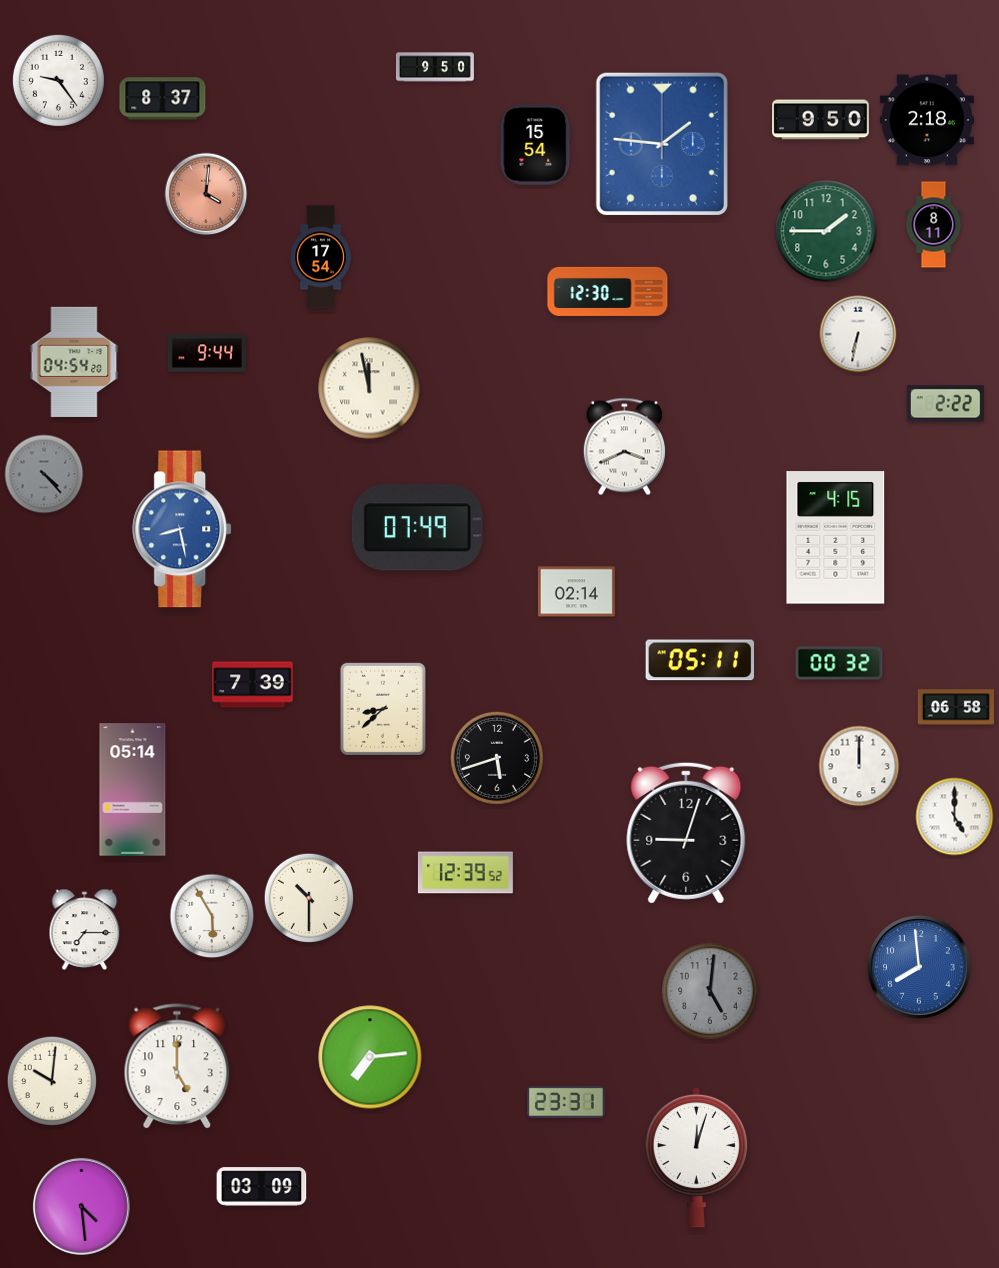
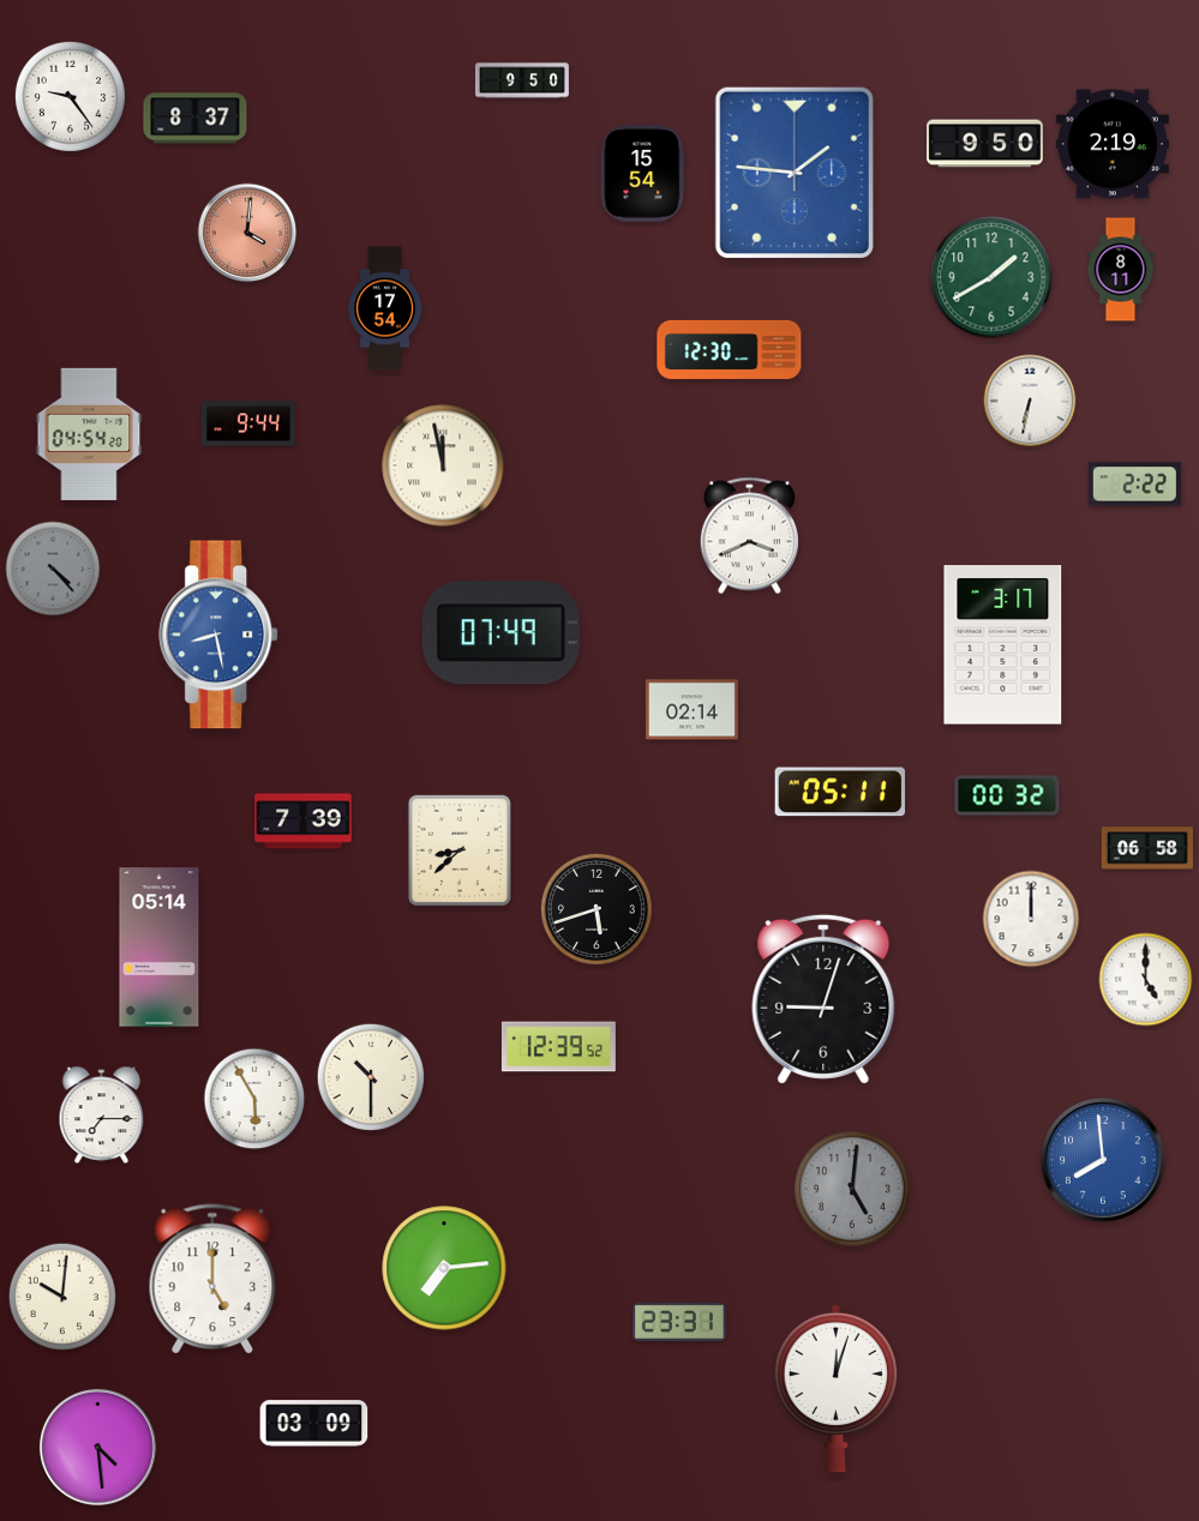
clock at (927, 120): 2:18 -> 2:19
clock at (826, 231): 1:45 -> 1:40
clock at (836, 538): 4:15 -> 3:17
